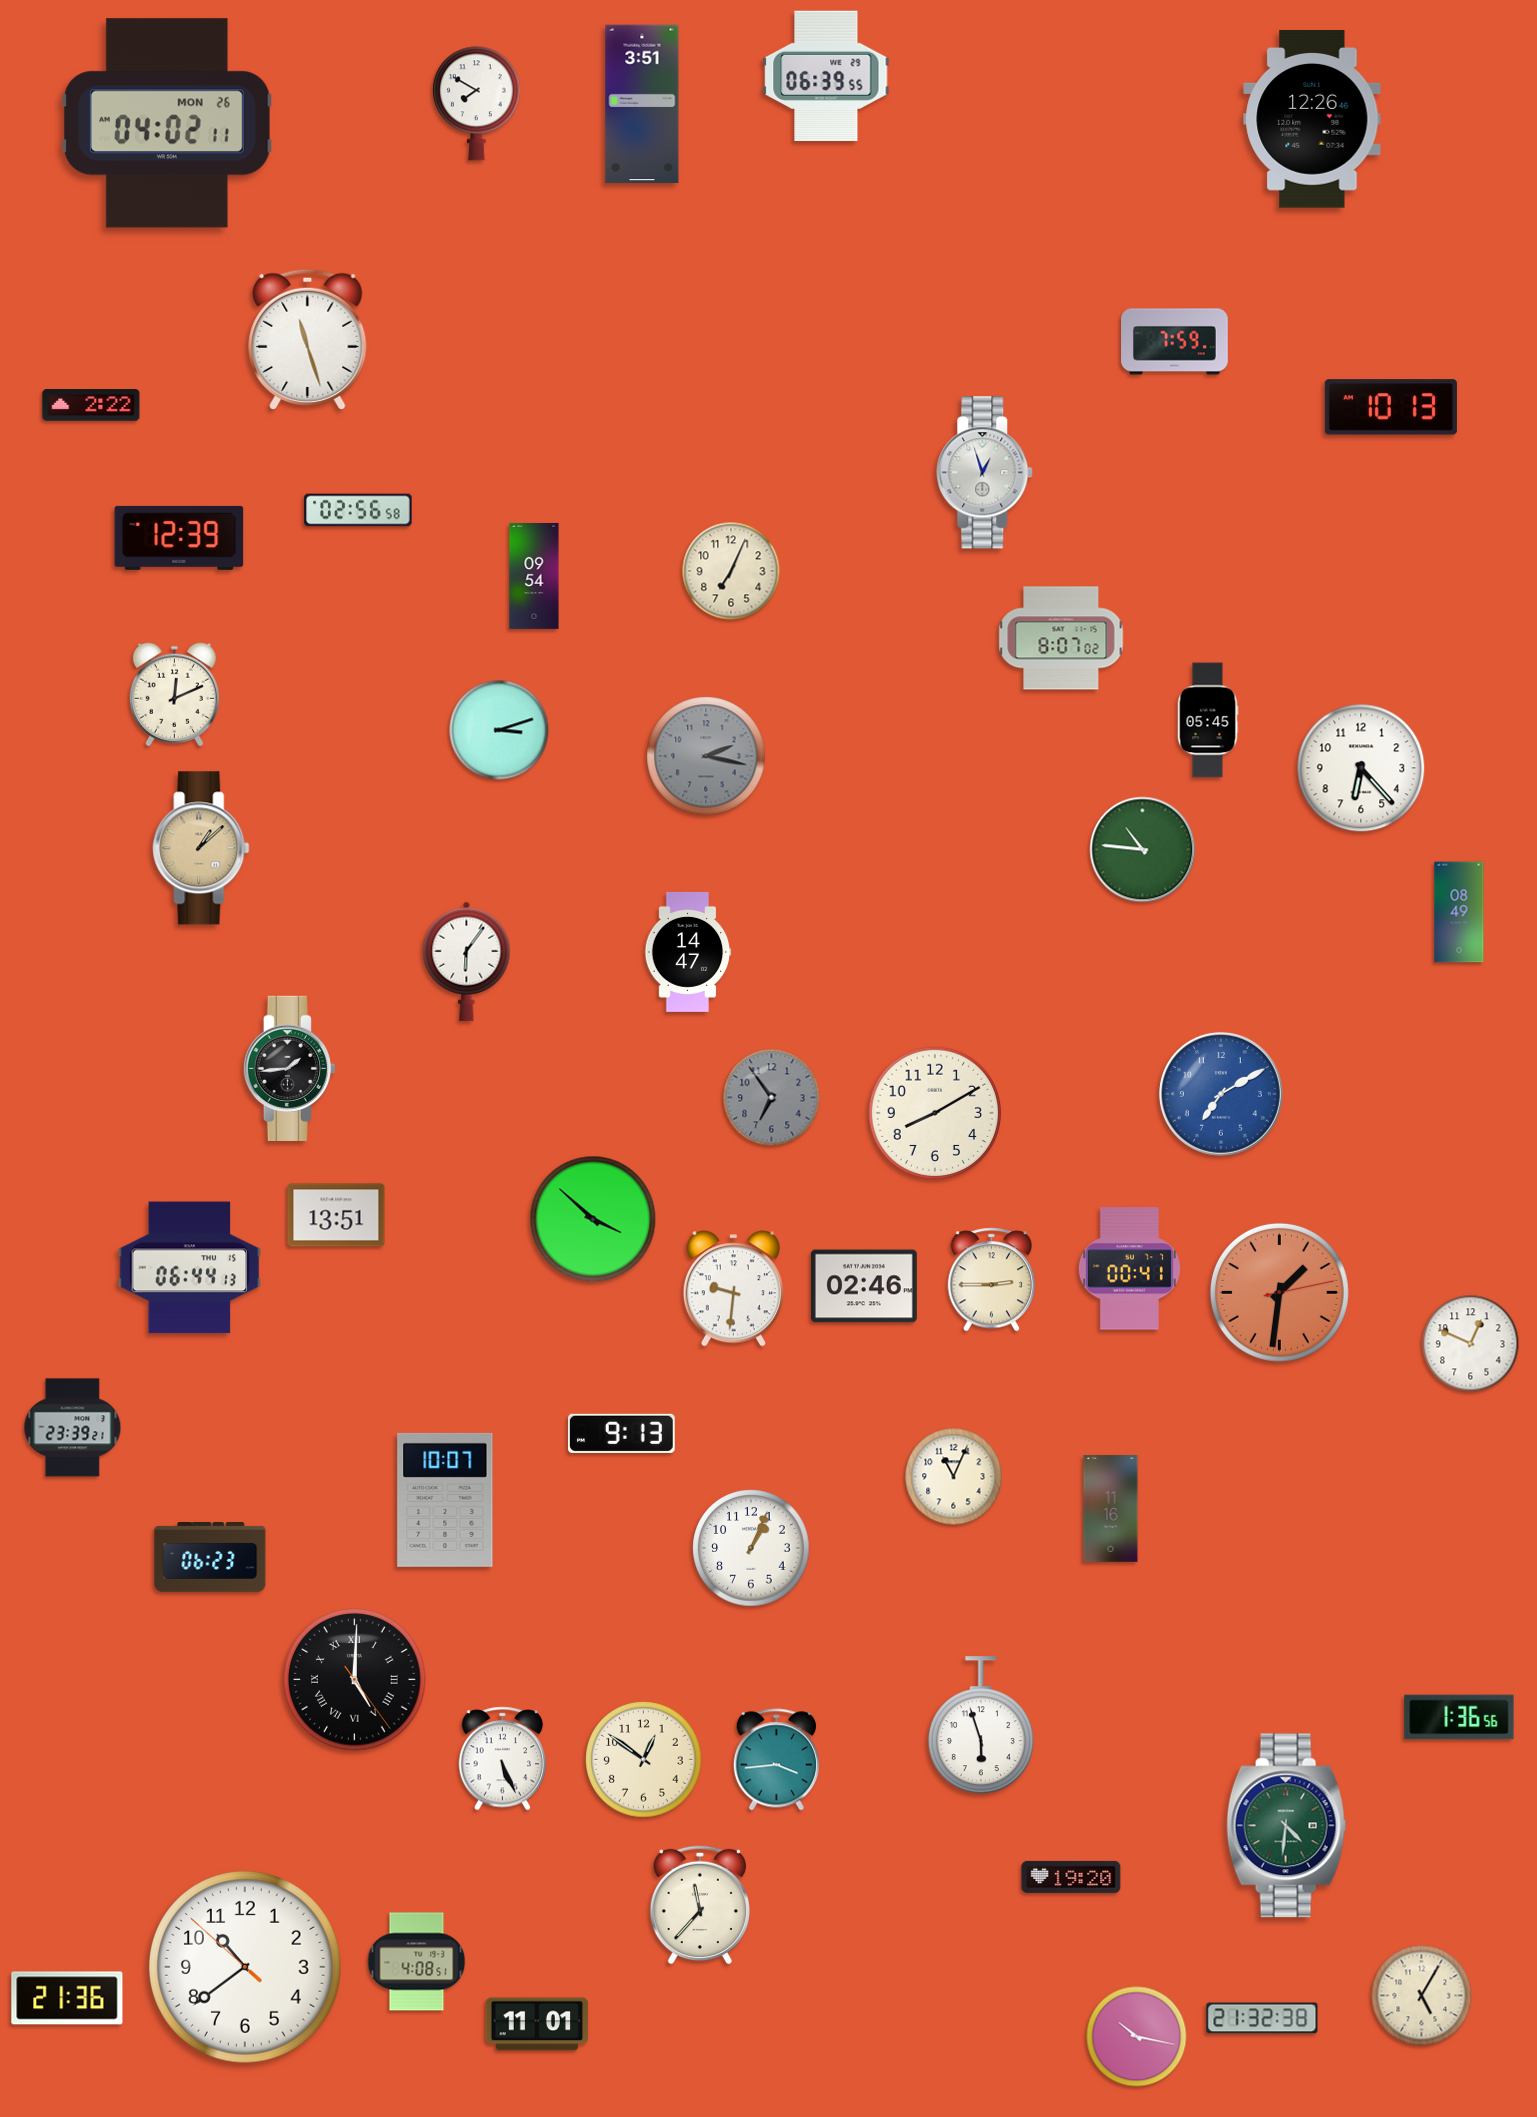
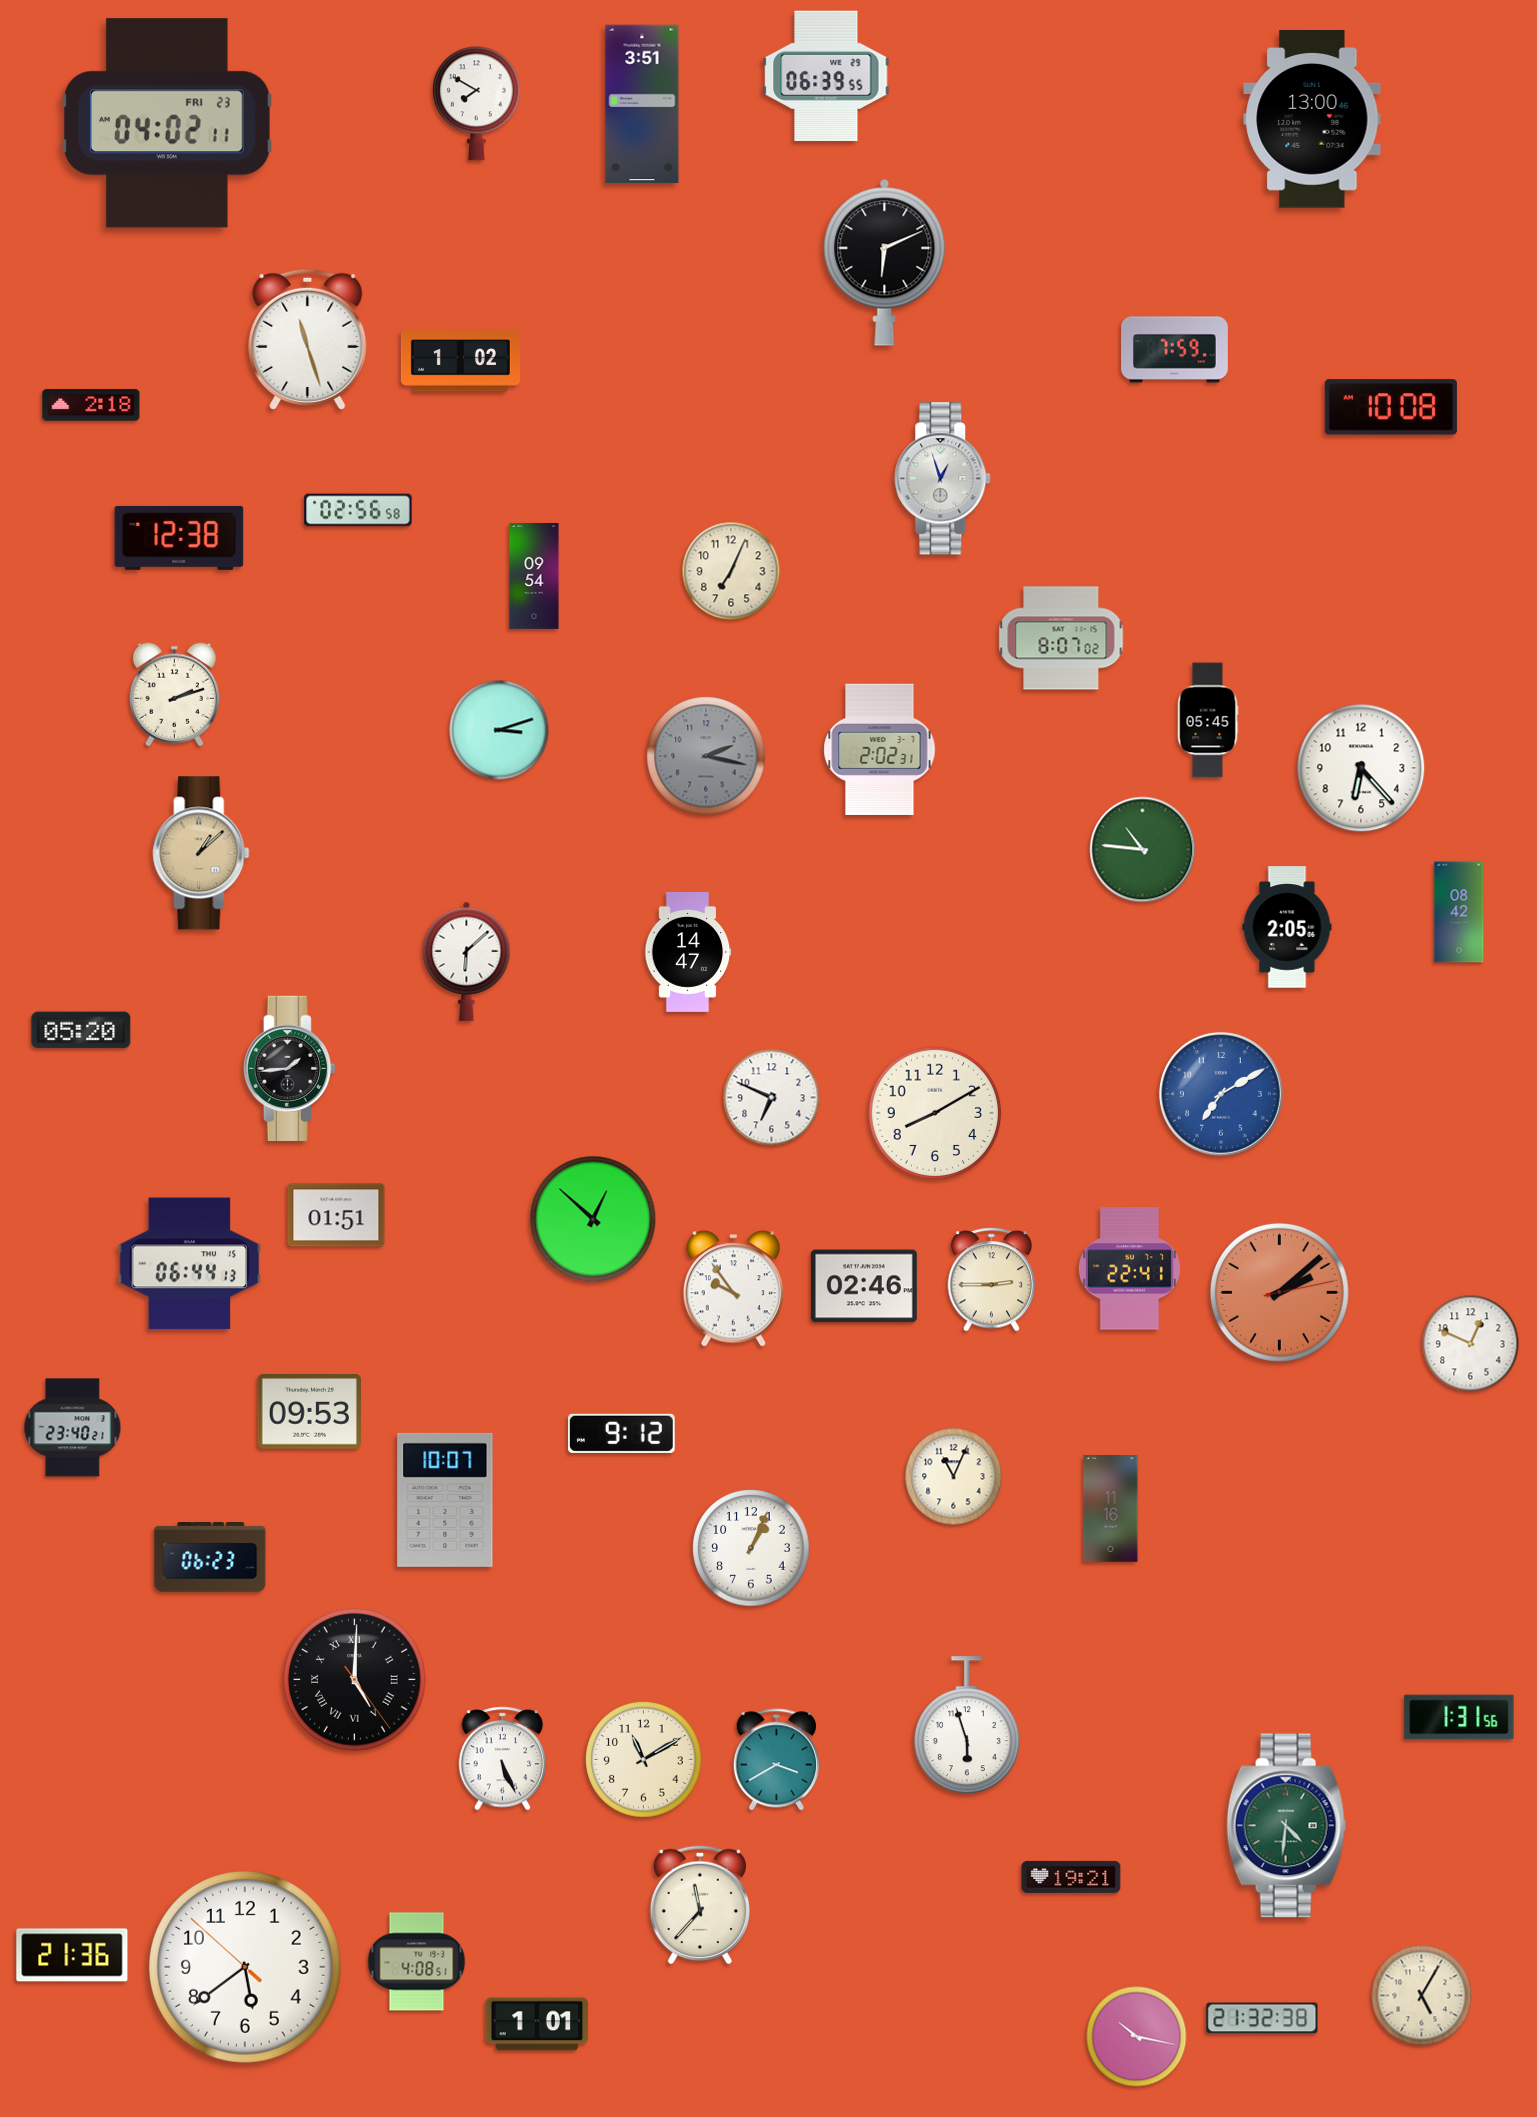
clock at (1312, 120): 12:26 -> 13:00
clock at (167, 123) date: MON 26 -> FRI 23
clock at (885, 262): none -> 6:11
clock at (1175, 342) position: (1175, 342) -> (1175, 350)
clock at (460, 361): none -> 1:02
clock at (91, 405): 2:22 -> 2:18
clock at (1391, 407): 10:13 -> 10:08
clock at (985, 473) position: (985, 473) -> (943, 479)
clock at (179, 538): 12:39 -> 12:38
clock at (174, 695): 12:11 -> 2:12
clock at (880, 749): none -> 2:02
clock at (201, 848) position: (201, 848) -> (201, 853)
clock at (1459, 912): 08:49 -> 08:42
clock at (1287, 927): none -> 2:05
clock at (467, 961): 6:06 -> 6:08
clock at (81, 1030): none -> 05:20
clock at (772, 1098): 6:54 -> 6:49
clock at (772, 1098) dial: grey -> white
clock at (336, 1215): 13:51 -> 01:51
clock at (593, 1219): 3:52 -> 12:52
clock at (190, 1268) position: (190, 1268) -> (190, 1264)
clock at (1129, 1269): 00:41 -> 22:41
clock at (733, 1289): 9:31 -> 9:54
clock at (1279, 1292): 1:31 -> 2:08
clock at (309, 1412): none -> 09:53
clock at (73, 1428): 23:39 -> 23:40
clock at (621, 1433): 9:13 -> 9:12
clock at (1459, 1717): 1:36 -> 1:31
clock at (981, 1726) position: (981, 1726) -> (967, 1726)
clock at (644, 1760): 12:51 -> 11:10
clock at (776, 1760): 3:44 -> 3:40
clock at (1071, 1877): 19:20 -> 19:21
clock at (245, 1967): 10:38 -> 5:38
clock at (67, 1998) position: (67, 1998) -> (72, 1955)
clock at (537, 2024): 11:01 -> 1:01
